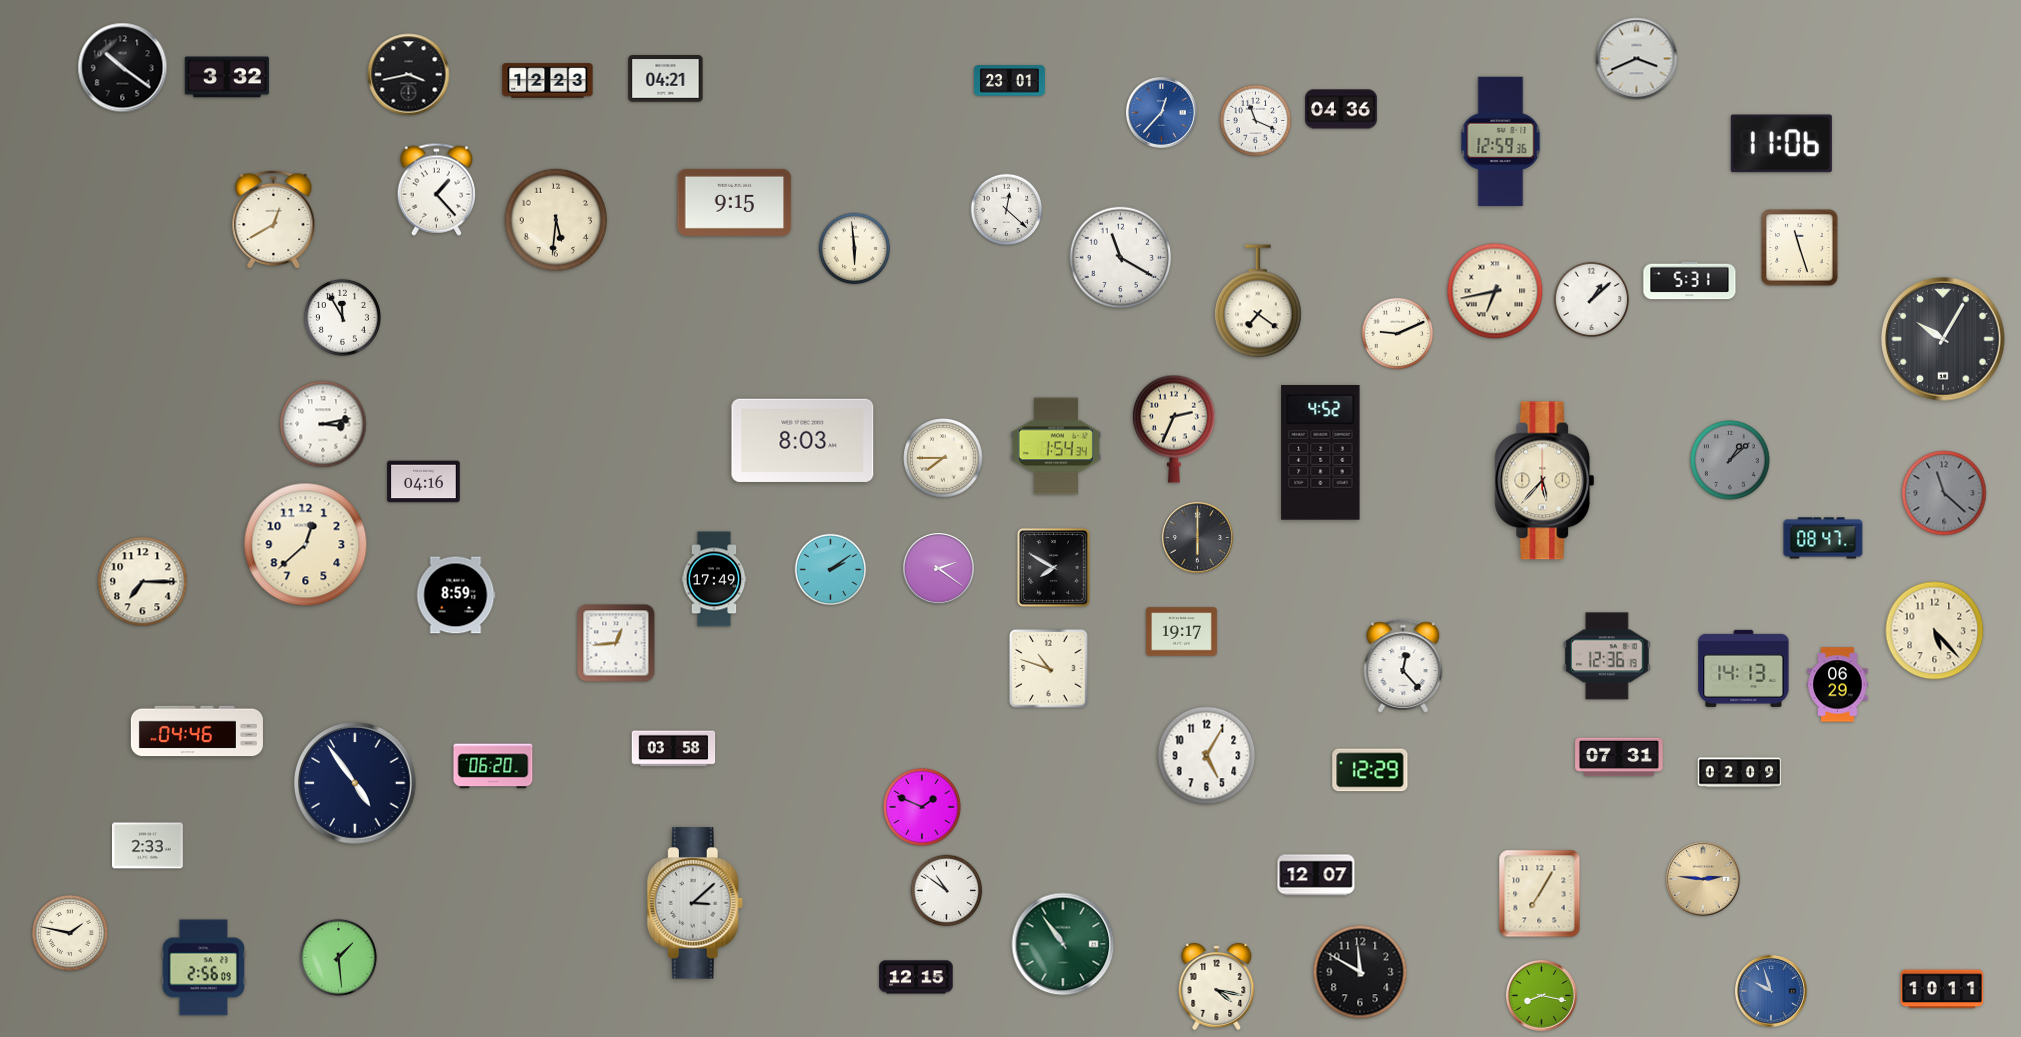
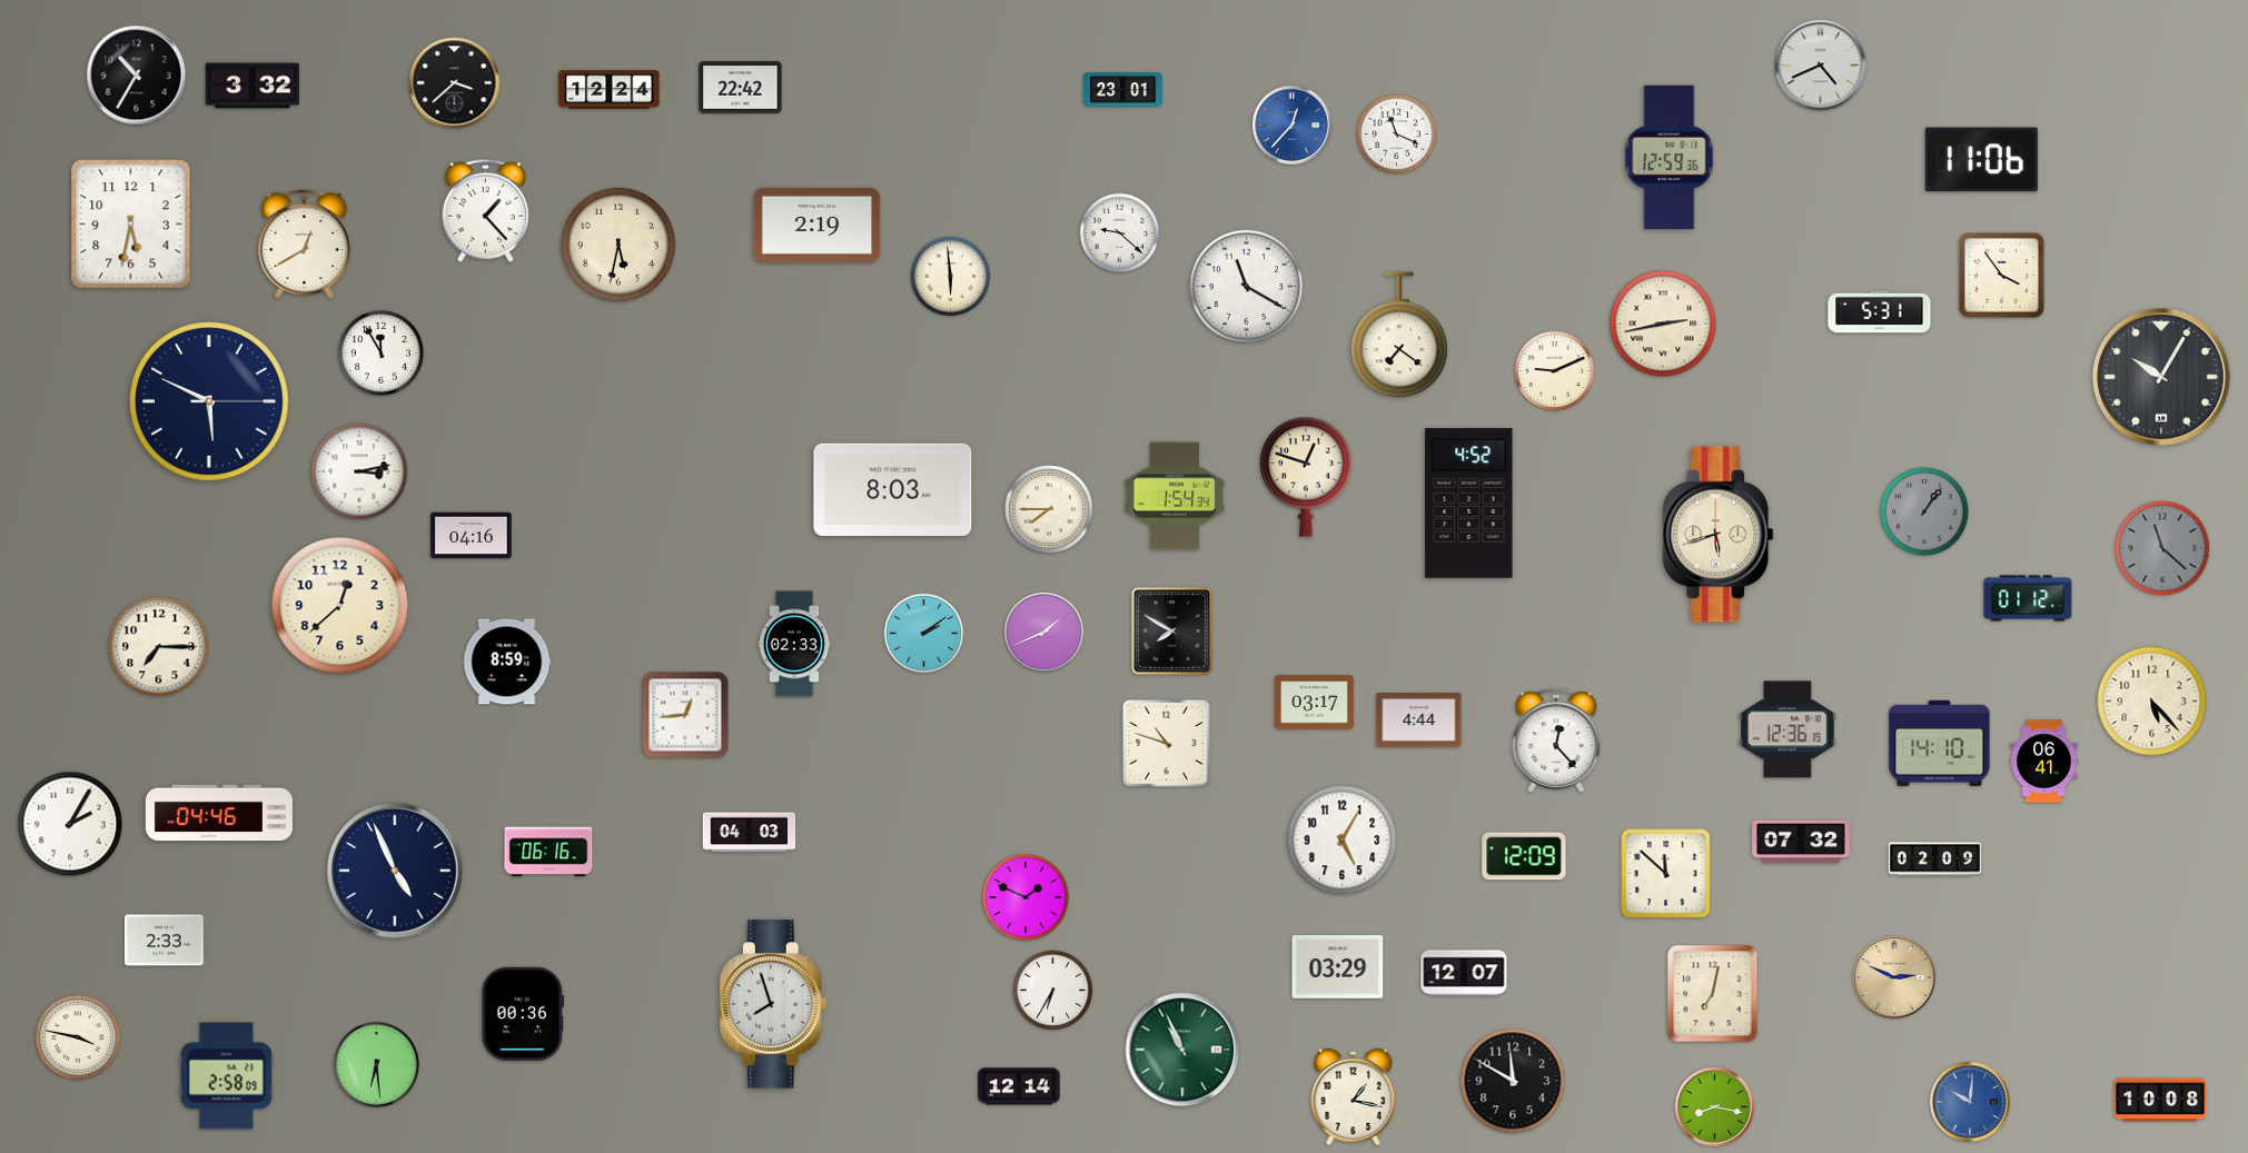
clock at (1637, 59): 3:41 -> 4:41
clock at (123, 68): 10:21 -> 10:35
clock at (409, 75): 3:43 -> 3:38
clock at (666, 79): 04:21 -> 22:42
clock at (548, 81): 12:23 -> 12:24
clock at (1341, 109): 04:36 -> none
clock at (131, 225): none -> 5:32
clock at (735, 202): 9:15 -> 2:19
clock at (1007, 210): 12:22 -> 9:22
clock at (556, 220): 5:31 -> 5:32
clock at (1800, 248): 11:27 -> 3:54
clock at (1495, 291): 6:43 -> 2:43
clock at (1591, 299): 1:08 -> none
clock at (209, 401): none -> 5:49
clock at (1174, 429): 2:34 -> 12:48
clock at (1730, 460): 1:08 -> 1:06
clock at (1545, 481): 5:37 -> 5:42
clock at (1197, 537): 6:00 -> none
clock at (1823, 538): 08:47 -> 01:12
clock at (938, 568): 2:21 -> 1:41
clock at (714, 579): 17:49 -> 02:33
clock at (1181, 632): 19:17 -> 03:17
clock at (1419, 720): none -> 4:44
clock at (1403, 666) position: (1403, 666) -> (1556, 740)
clock at (1744, 668): 14:13 -> 14:10
clock at (1838, 685): 06:29 -> 06:41
clock at (70, 824): none -> 2:05
clock at (674, 749): 03:58 -> 04:03
clock at (1619, 757): 07:31 -> 07:32
clock at (493, 766): 06:20 -> 06:16
clock at (1370, 770): 12:29 -> 12:09
clock at (356, 784): 4:54 -> 4:56
clock at (1666, 874): none -> 11:52
clock at (1338, 967): none -> 03:29
clock at (1703, 879): 2:46 -> 2:49
clock at (947, 891): 10:51 -> 6:35
clock at (1540, 894): 7:05 -> 7:02
clock at (695, 903): 3:08 -> 7:57
clock at (523, 1014): none -> 00:36
clock at (70, 933): 1:47 -> 3:47
clock at (1063, 944): 10:54 -> 10:56
clock at (338, 957): 1:29 -> 6:29
clock at (203, 968): 2:56 -> 2:58
clock at (916, 977): 12:15 -> 12:14
clock at (1217, 986): 4:17 -> 1:17
clock at (1942, 989): 10:11 -> 10:08
clock at (1772, 992): 9:57 -> 10:01
